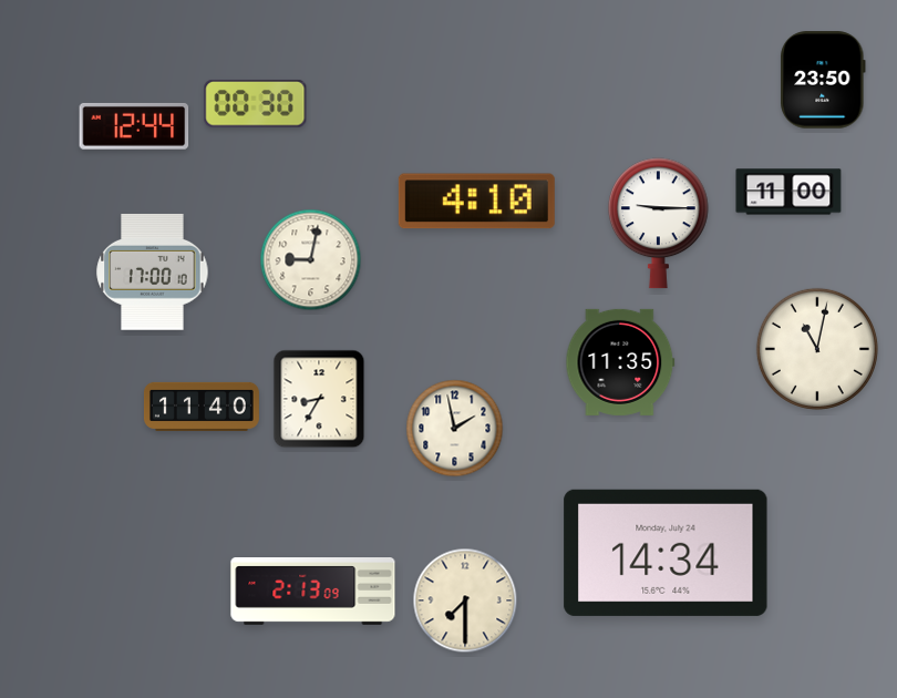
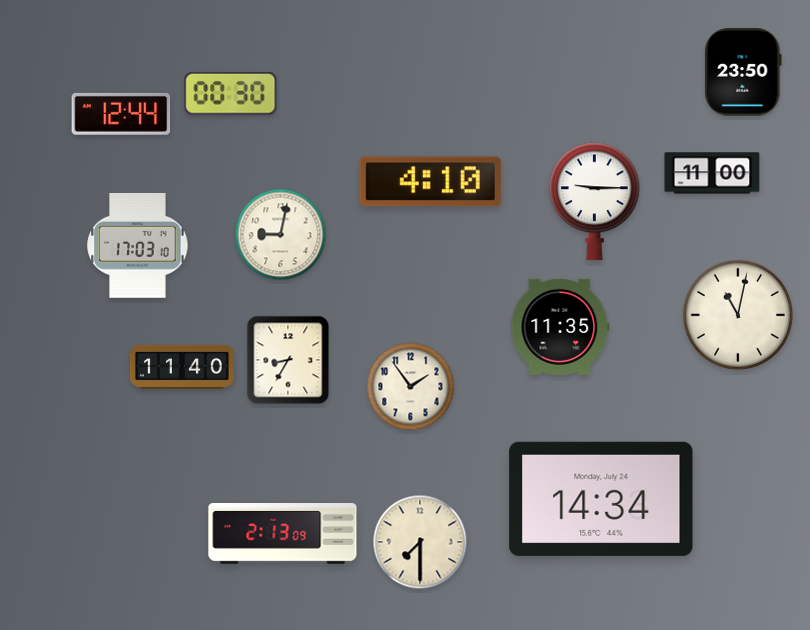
clock at (153, 271): 17:00 -> 17:03
clock at (455, 429): 1:58 -> 1:54
